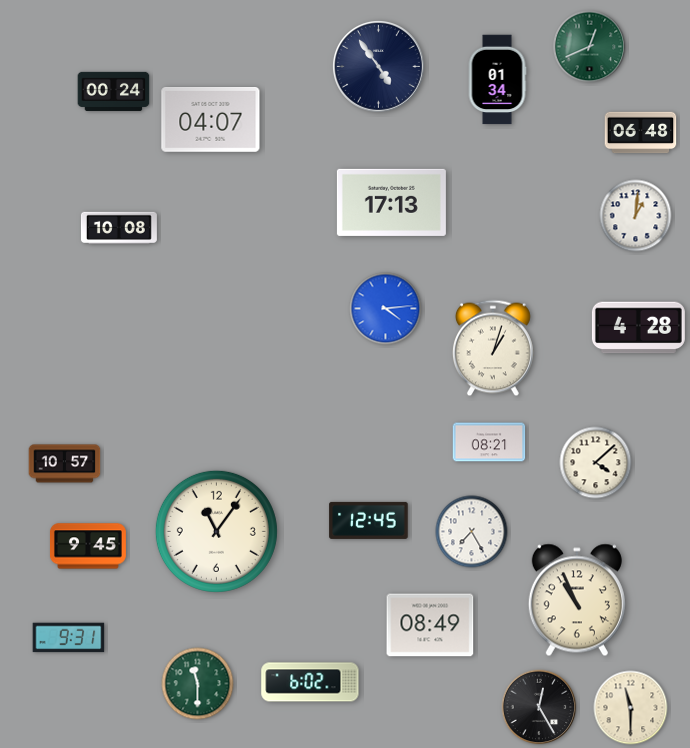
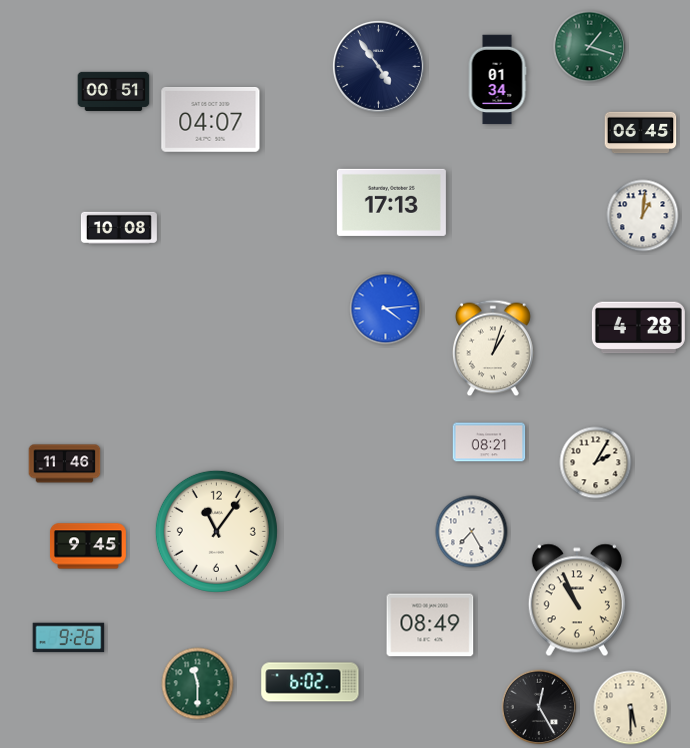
clock at (590, 47): 12:41 -> 1:18
clock at (114, 91): 00:24 -> 00:51
clock at (641, 133): 06:48 -> 06:45
clock at (636, 216) position: (636, 216) -> (643, 216)
clock at (596, 463): 4:08 -> 2:05
clock at (65, 464): 10:57 -> 11:46
clock at (369, 520): 12:45 -> none
clock at (69, 638): 9:31 -> 9:26
clock at (631, 708): 11:30 -> 5:30
